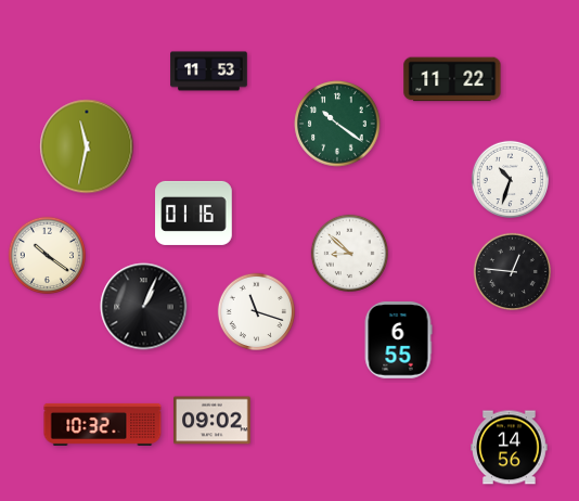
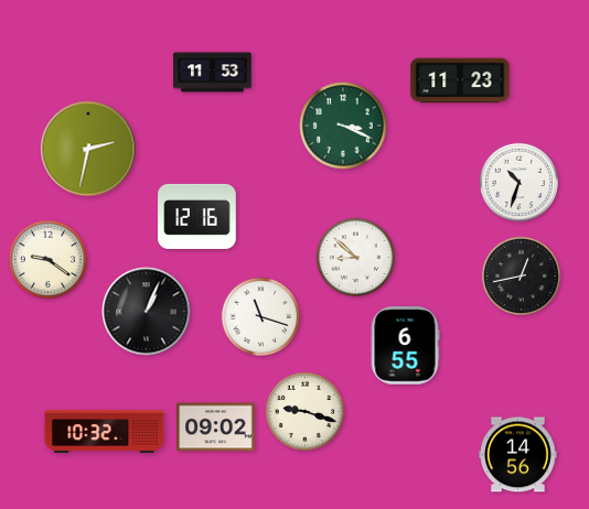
clock at (452, 79): 11:22 -> 11:23
clock at (337, 124): 10:21 -> 3:19
clock at (87, 146): 11:32 -> 2:32
clock at (194, 213): 01:16 -> 12:16
clock at (47, 255): 10:21 -> 9:21
clock at (512, 271): 12:46 -> 12:43
clock at (304, 411): none -> 9:18
